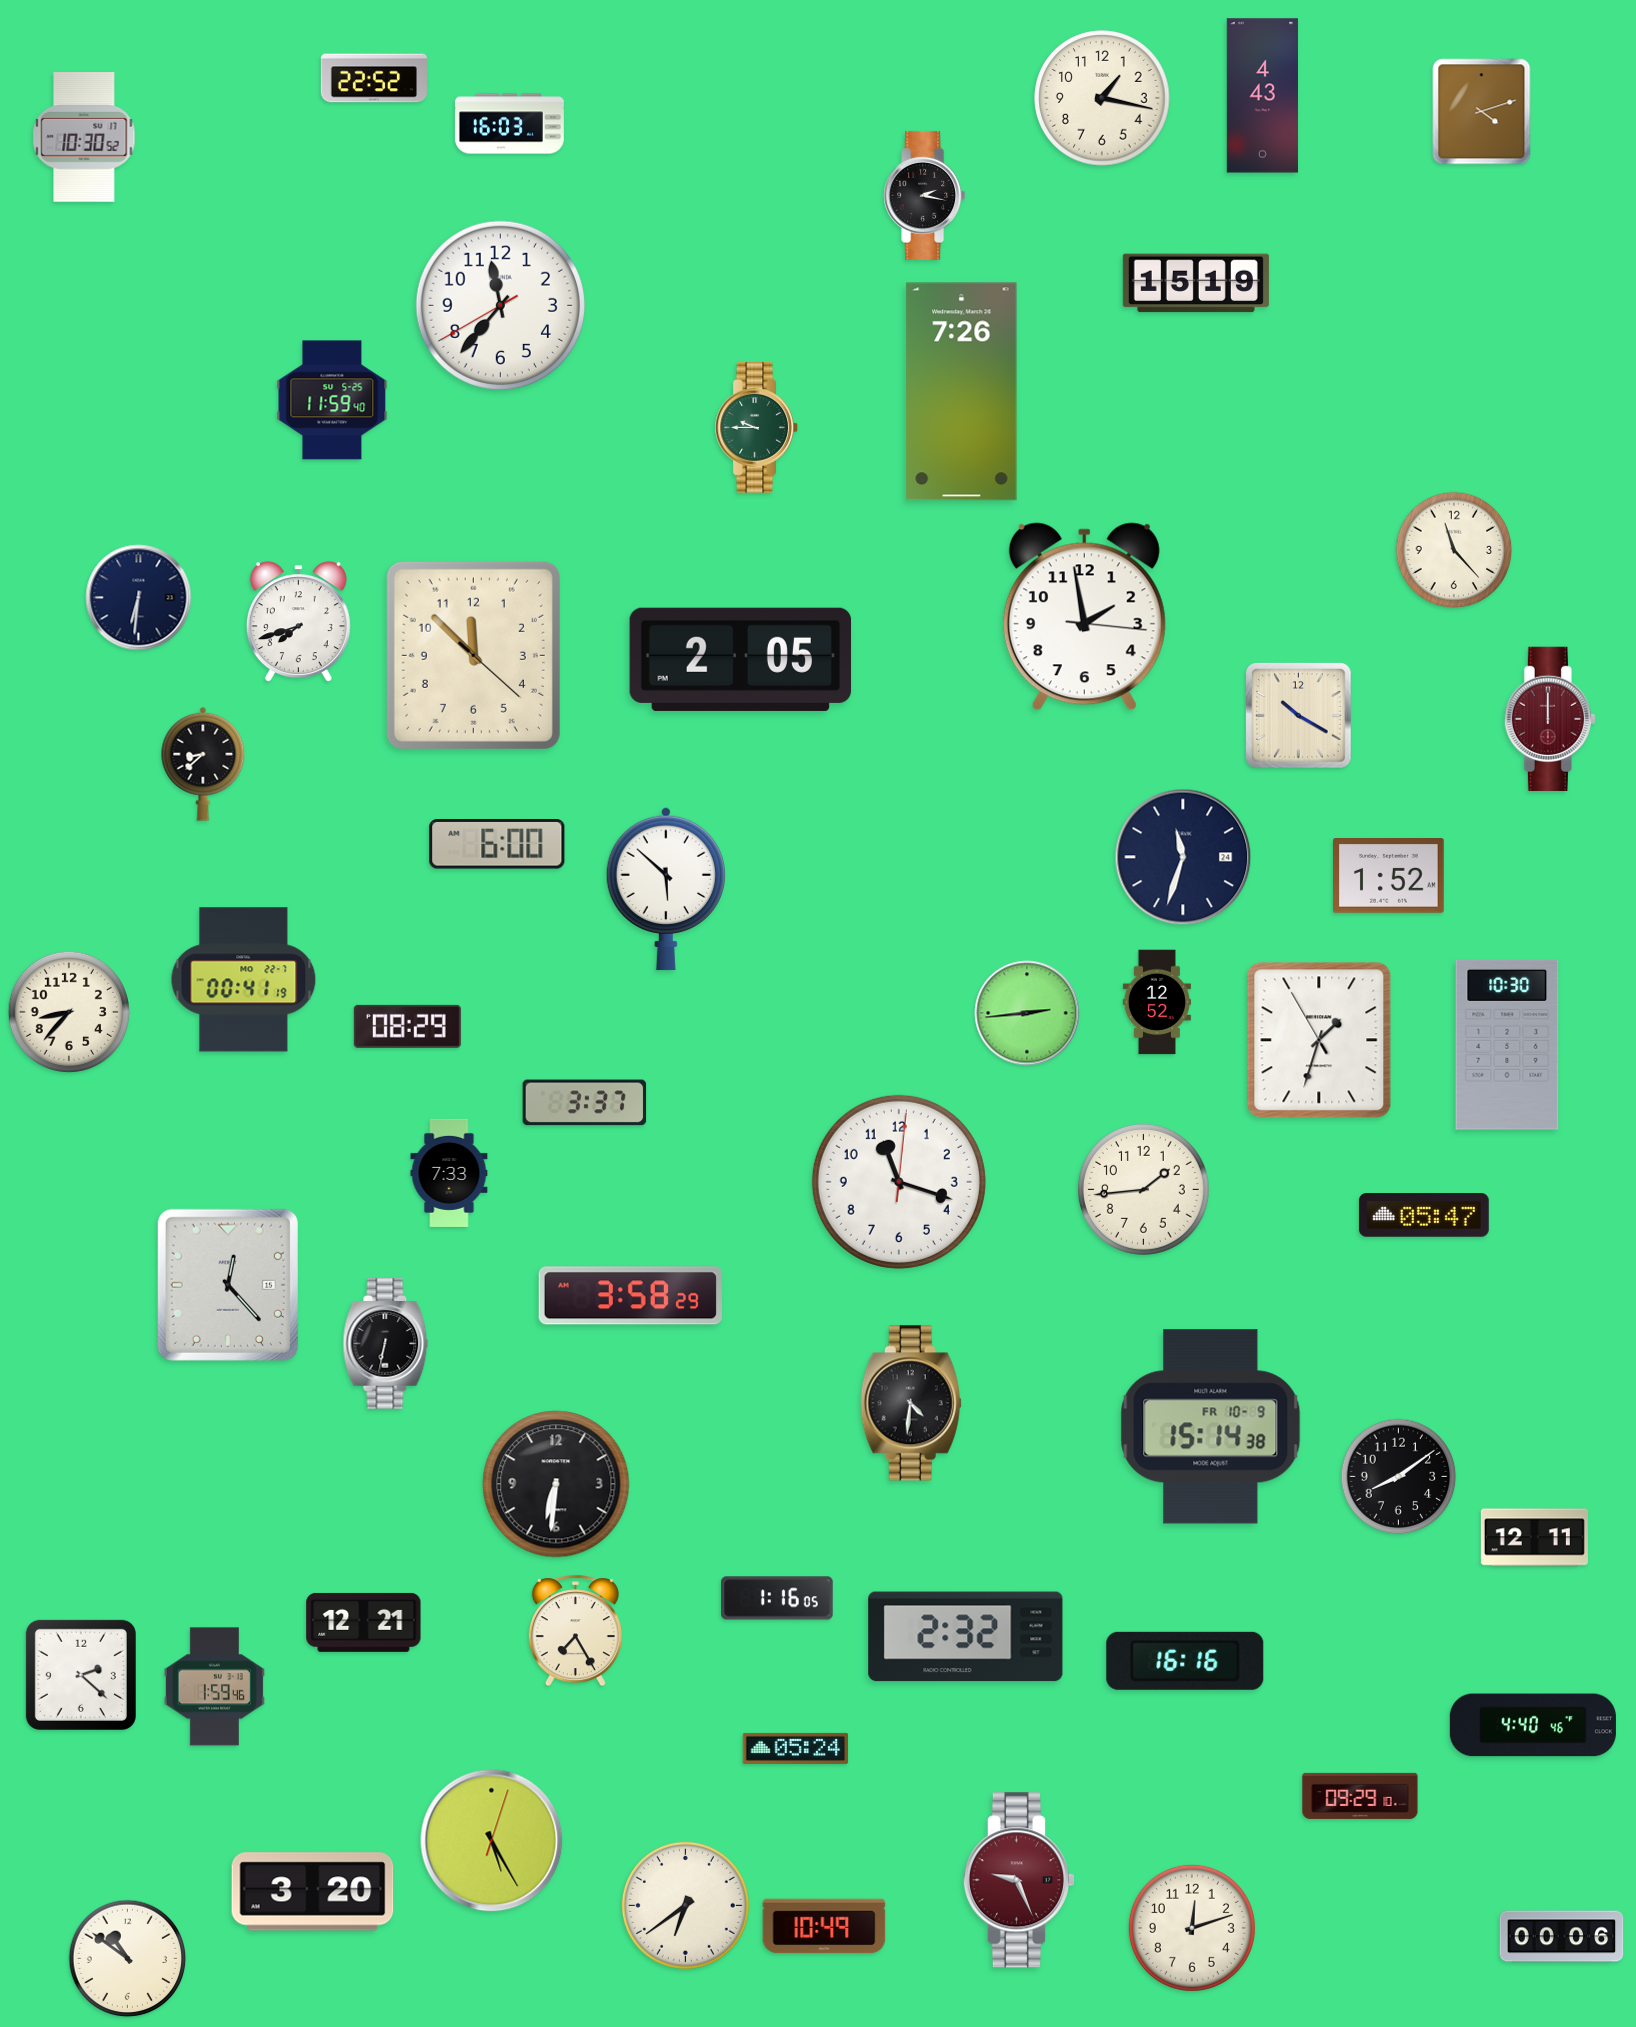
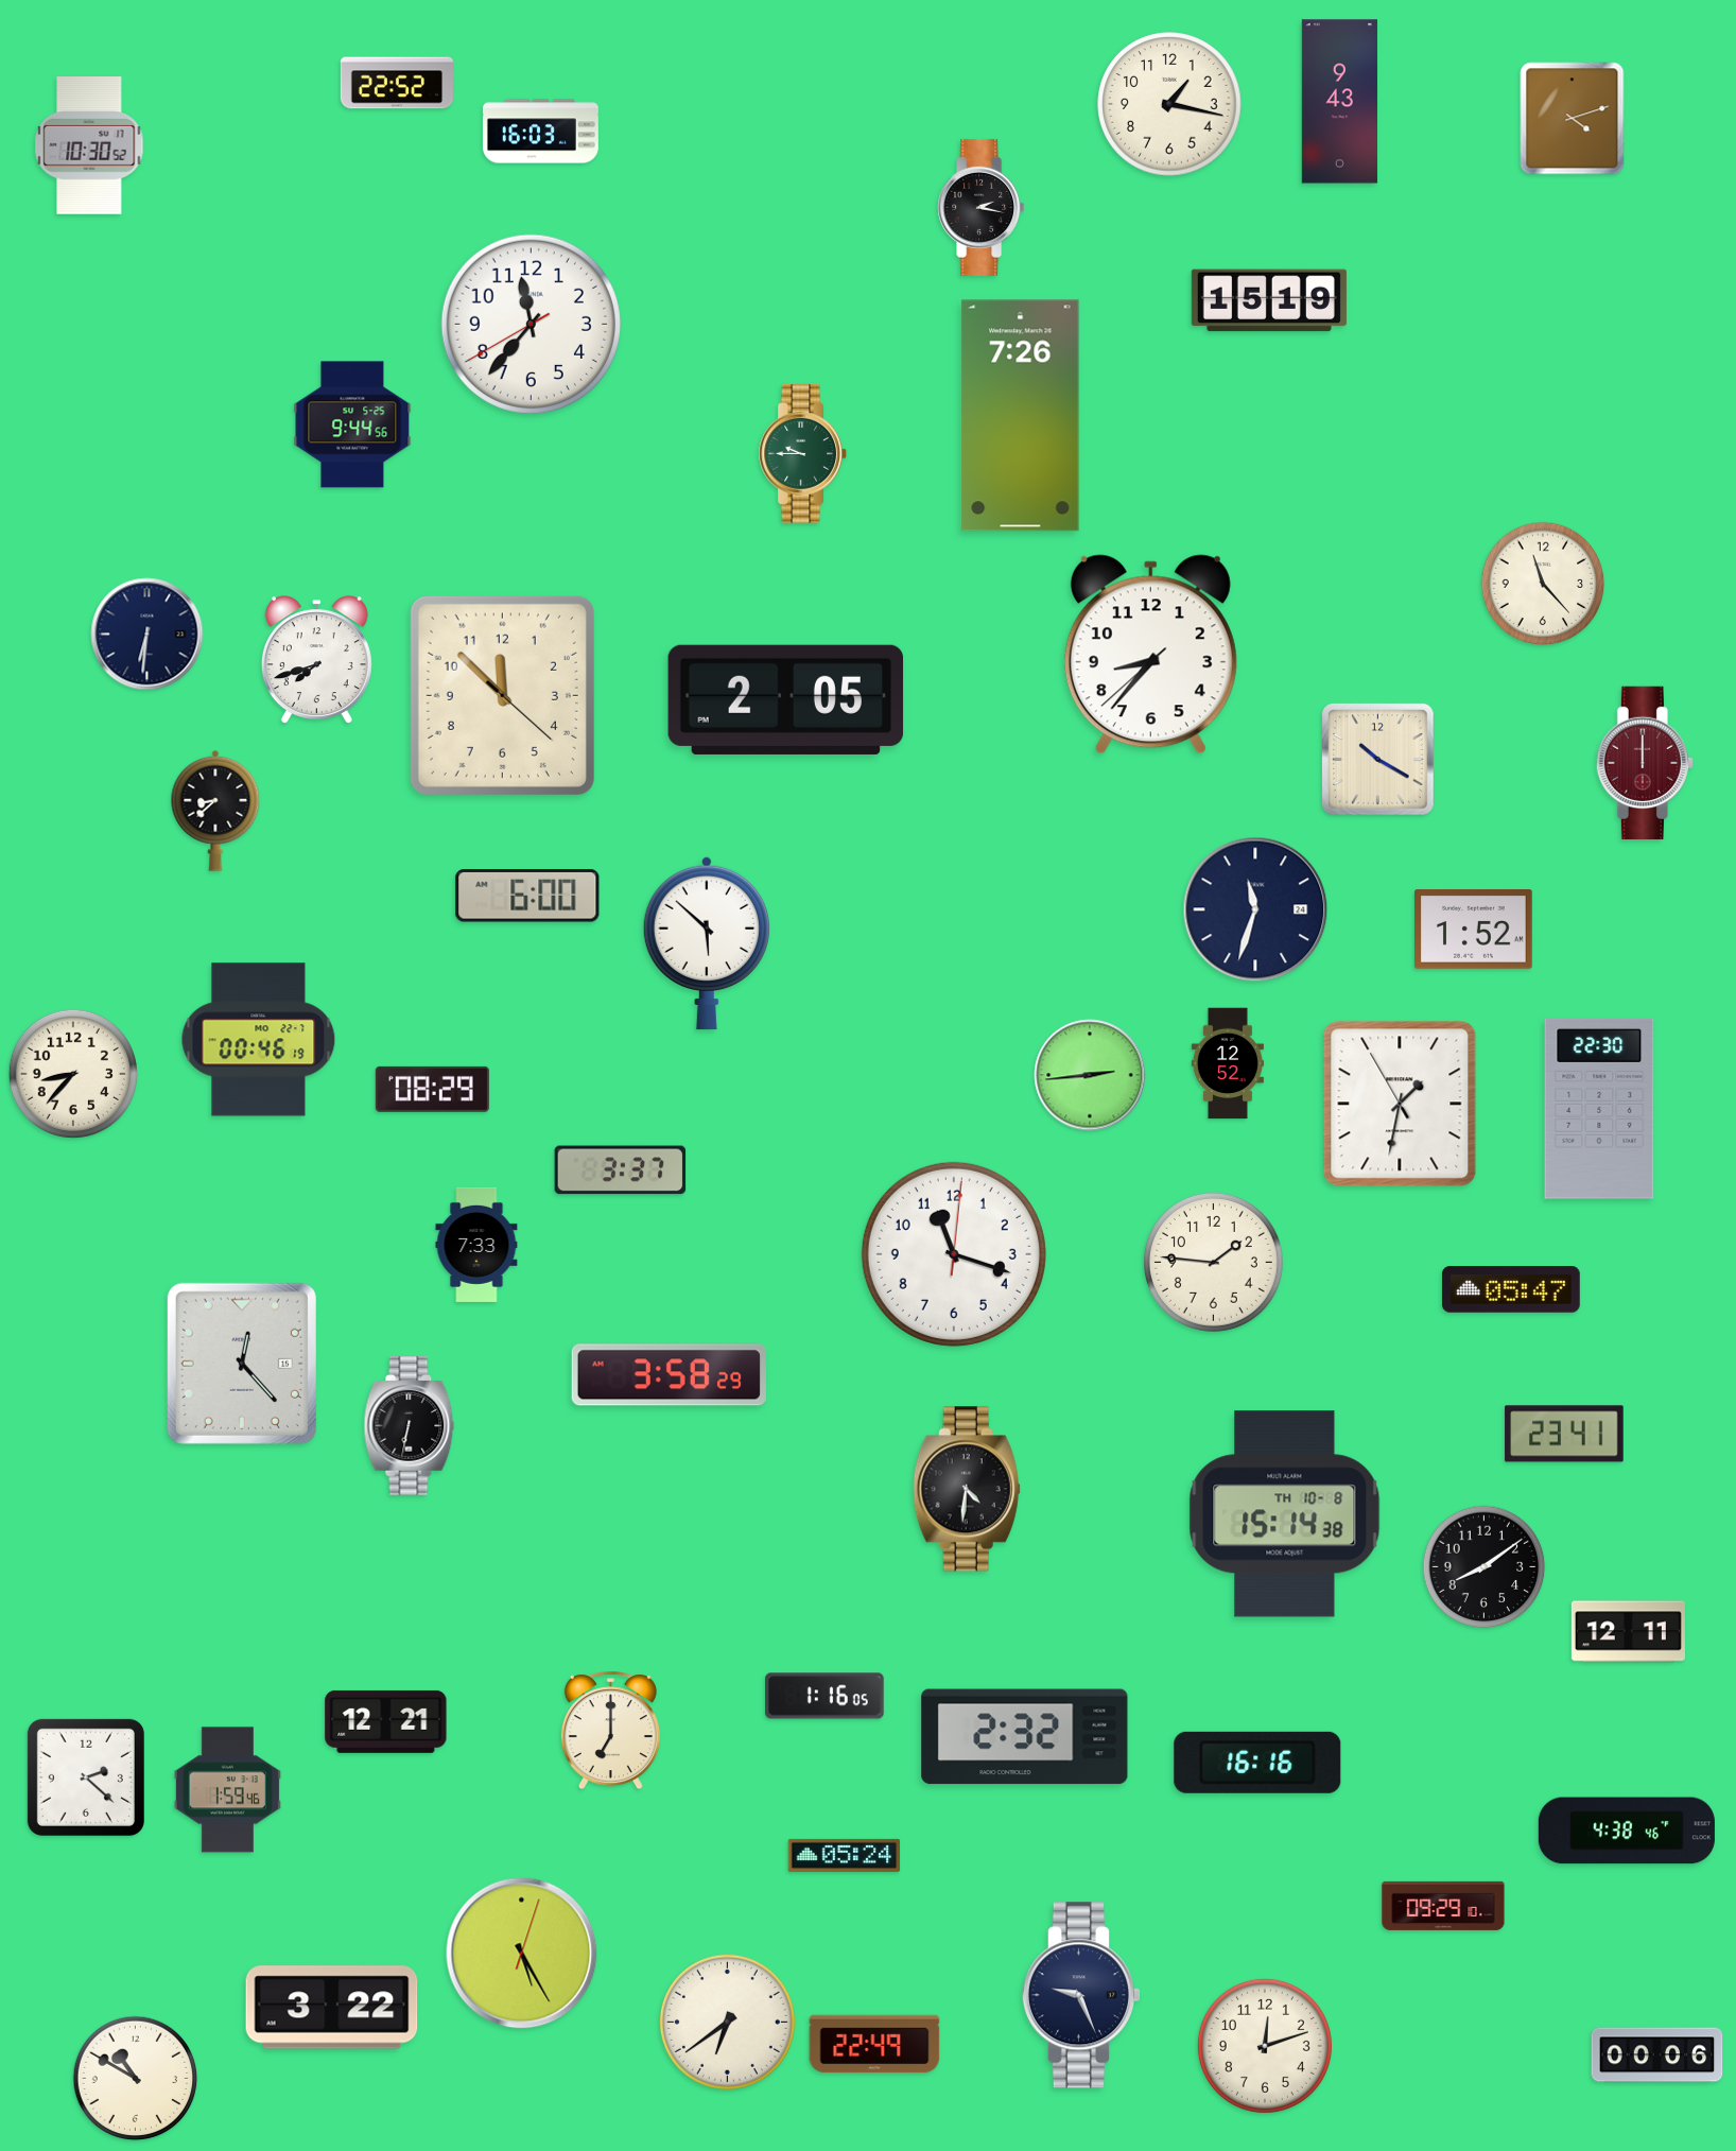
clock at (1262, 96): 4:43 -> 9:43
clock at (332, 400): 11:59 -> 9:44
clock at (1084, 617): 1:58 -> 8:36
clock at (244, 980): 00:41 -> 00:46
clock at (1319, 1040): 1:32 -> 1:31
clock at (1507, 1045): 10:30 -> 22:30
clock at (1143, 1189): 1:44 -> 1:46
clock at (1564, 1434): none -> 23:41
clock at (1211, 1427) date: FR 10-9 -> TH 10-8
clock at (556, 1484): 6:31 -> none
clock at (575, 1631): 7:25 -> 7:00
clock at (1533, 1725): 4:40 -> 4:38
clock at (1018, 1880) dial: burgundy -> navy
clock at (313, 1892): 3:20 -> 3:22
clock at (824, 1926): 10:49 -> 22:49
clock at (128, 1959): 10:51 -> 10:50
